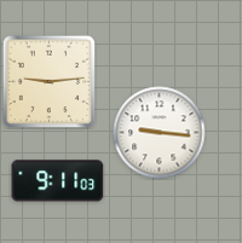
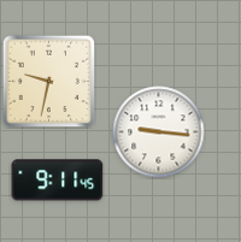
clock at (48, 81): 9:14 -> 9:32
clock at (58, 181): 9:11:03 -> 9:11:45
